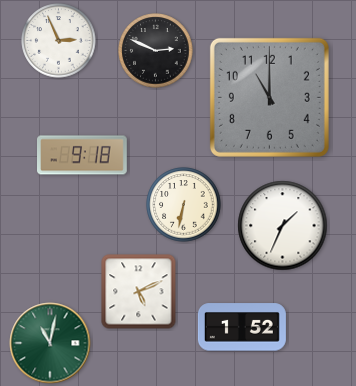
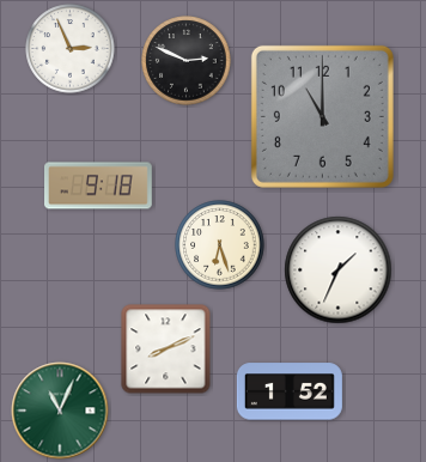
clock at (184, 205): 6:32 -> 6:27
clock at (139, 292): 5:11 -> 8:11
clock at (50, 343): 11:02 -> 11:04
